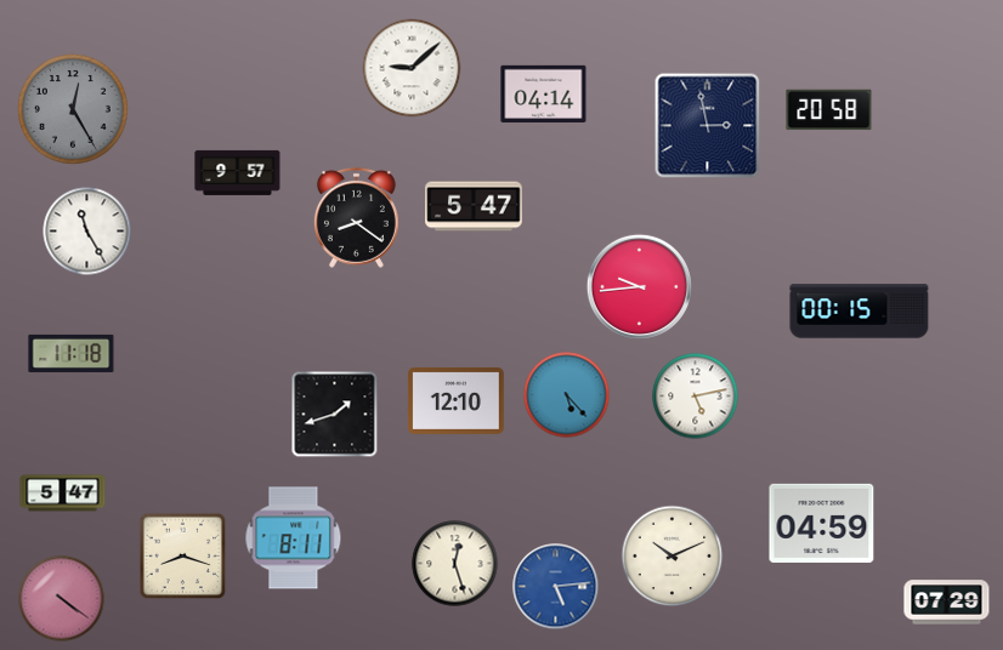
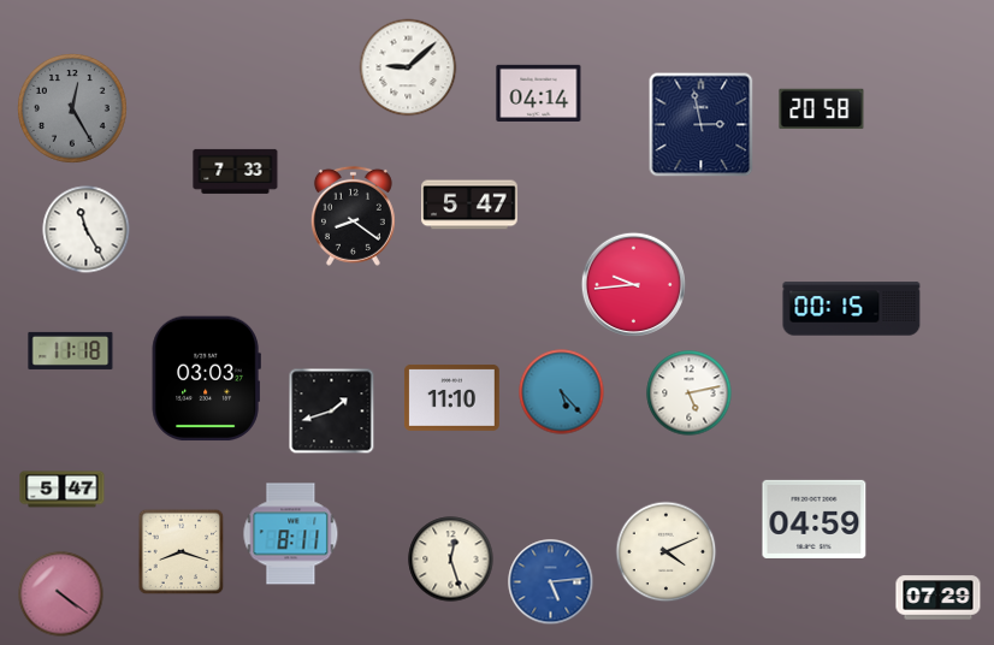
clock at (238, 172): 9:57 -> 7:33
clock at (206, 379): none -> 03:03
clock at (455, 400): 12:10 -> 11:10
clock at (673, 557): 10:11 -> 4:11
